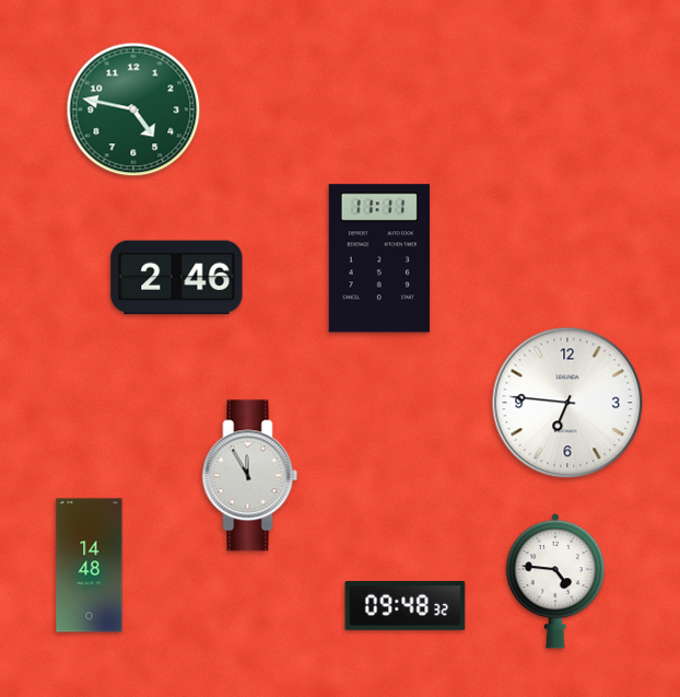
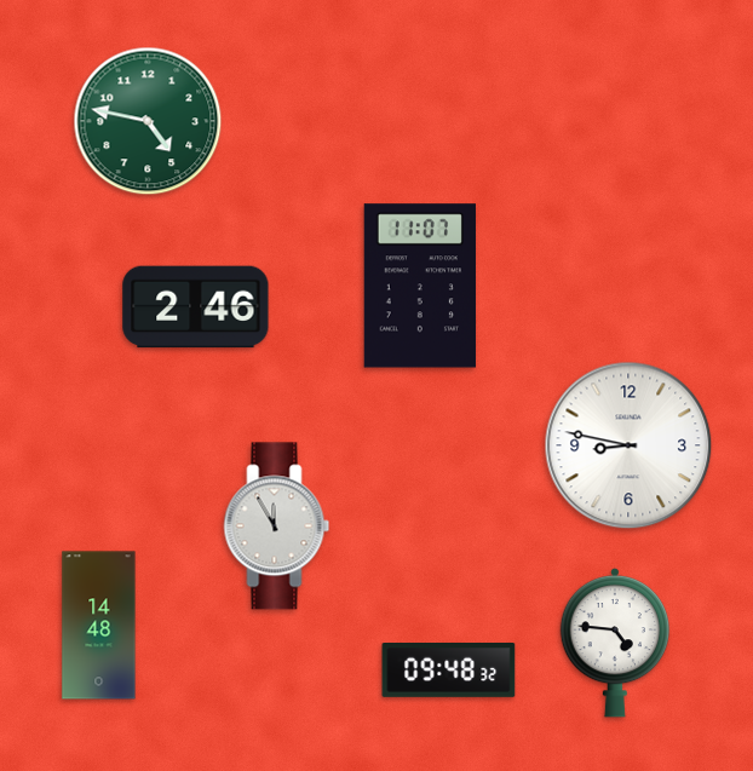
clock at (379, 258): 11:11 -> 11:07
clock at (567, 403): 6:46 -> 8:47
